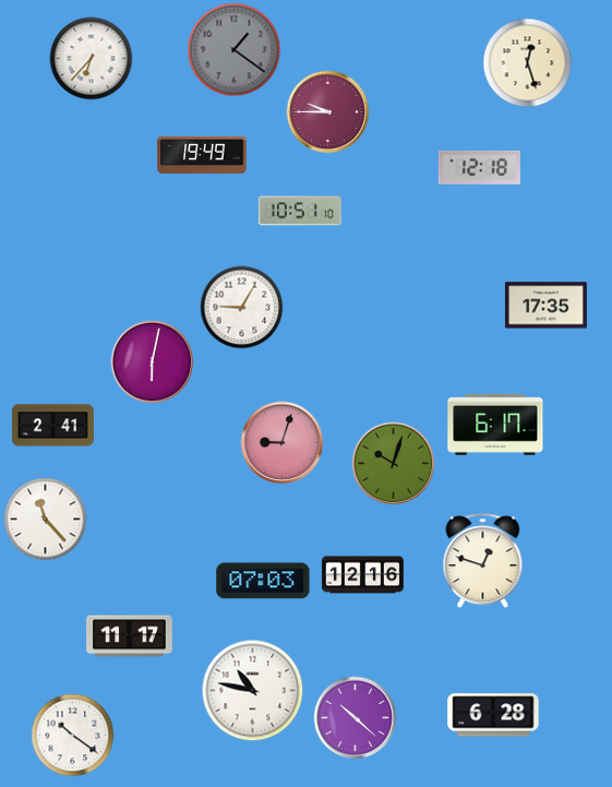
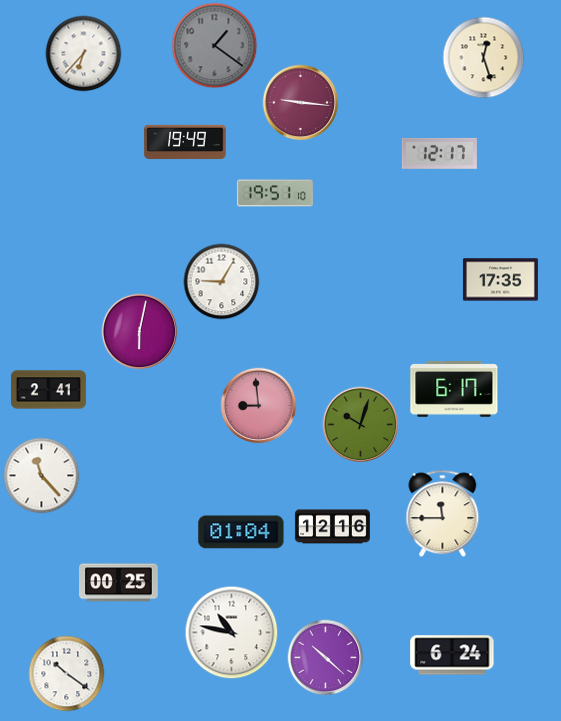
clock at (328, 112): 9:45 -> 9:16
clock at (479, 167): 12:18 -> 12:17
clock at (300, 211): 10:51 -> 19:51
clock at (283, 443): 9:03 -> 8:59
clock at (483, 561): 12:48 -> 11:45
clock at (263, 581): 07:03 -> 01:04
clock at (130, 636): 11:17 -> 00:25
clock at (493, 715): 6:28 -> 6:24
